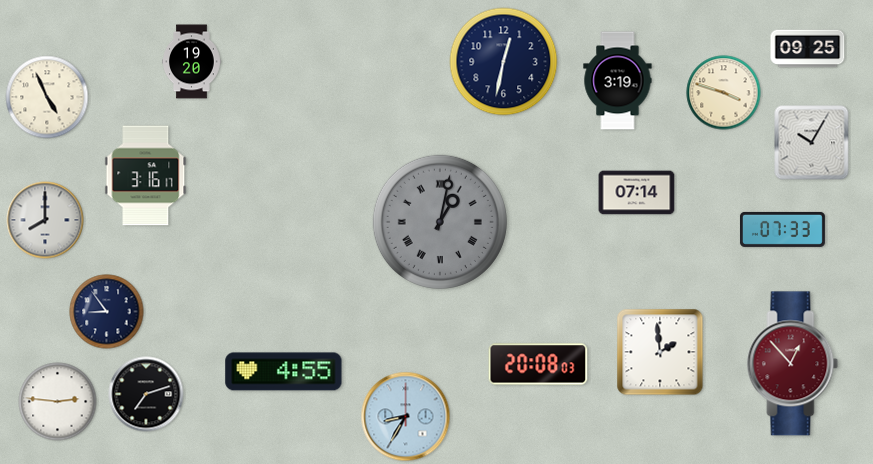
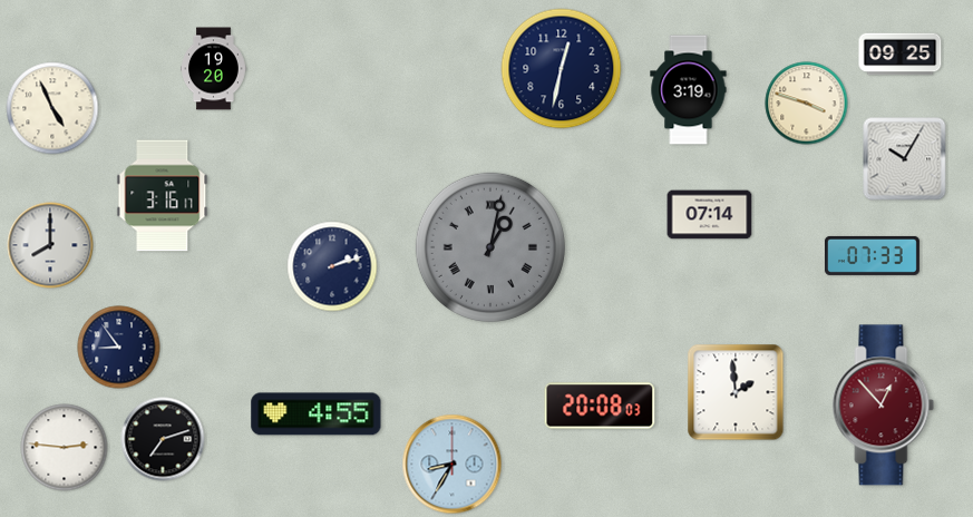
clock at (332, 266): none -> 2:12
